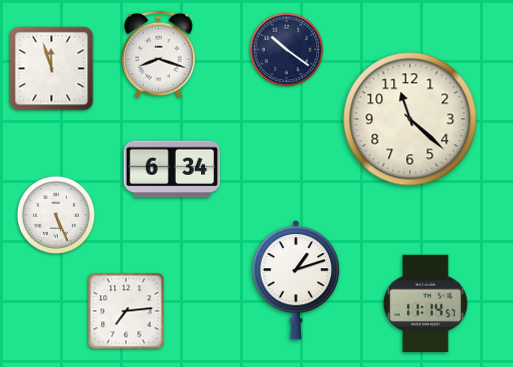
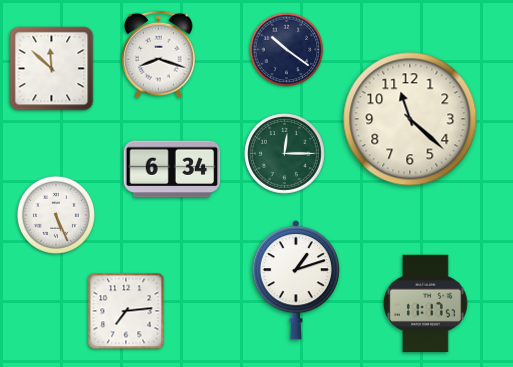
clock at (52, 69): 11:57 -> 11:52
clock at (285, 154): none -> 12:15
clock at (426, 303): 11:14 -> 11:17
